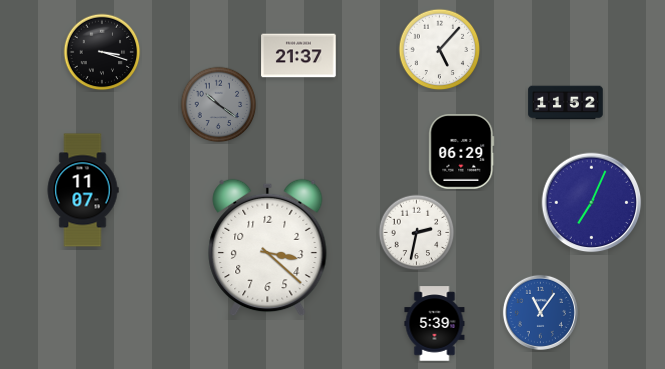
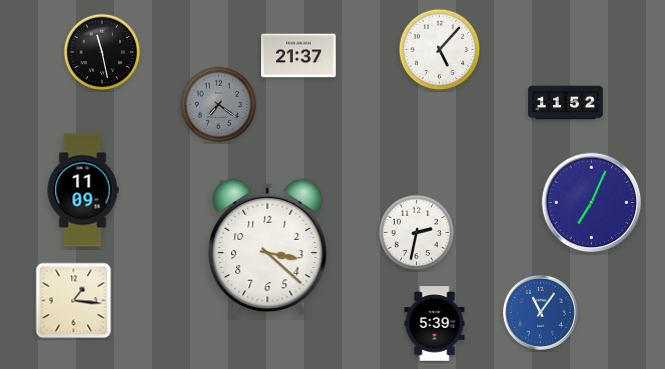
clock at (102, 52): 3:18 -> 11:28
clock at (219, 105): 10:21 -> 7:21
clock at (462, 152): 06:29 -> none
clock at (83, 190): 11:07 -> 11:09
clock at (74, 301): none -> 1:16
